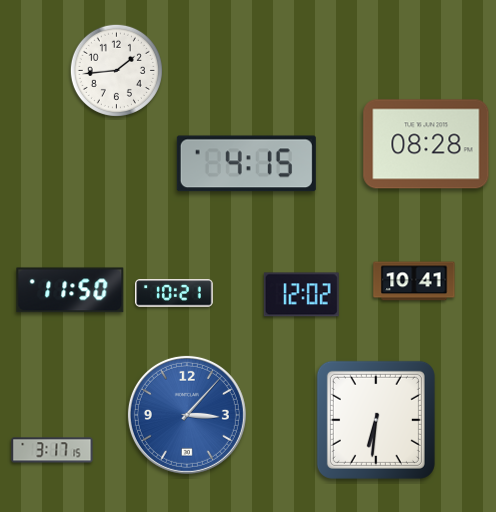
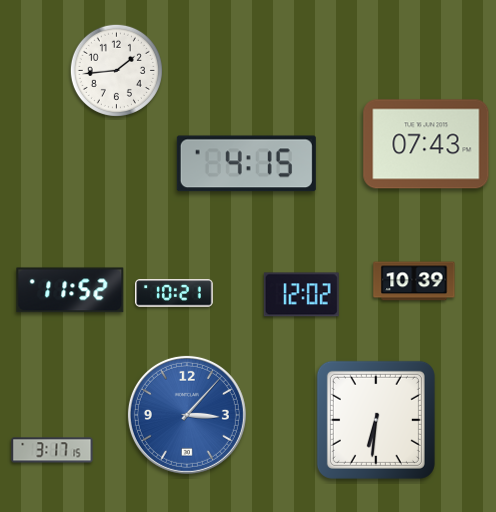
clock at (426, 144): 08:28 -> 07:43
clock at (414, 281): 10:41 -> 10:39
clock at (70, 290): 11:50 -> 11:52
